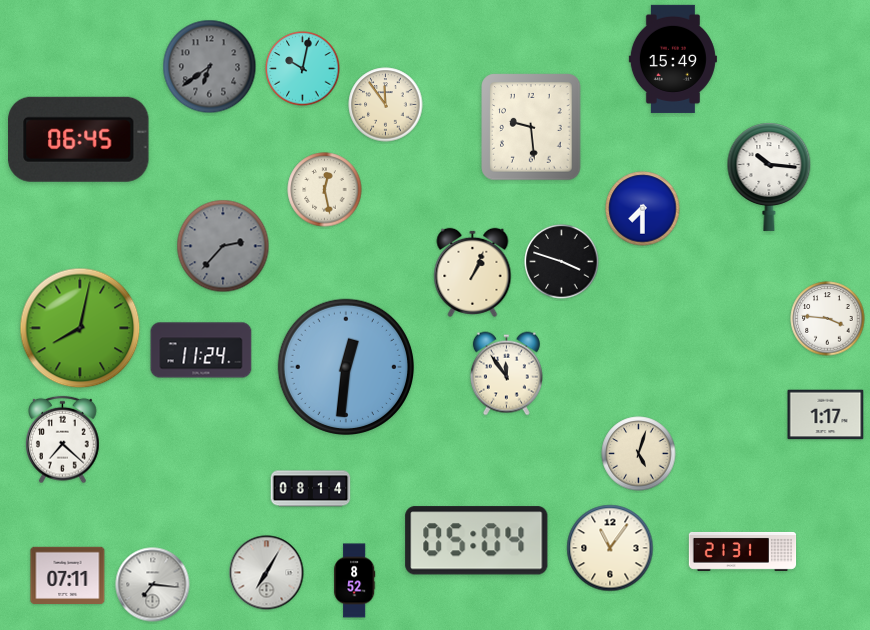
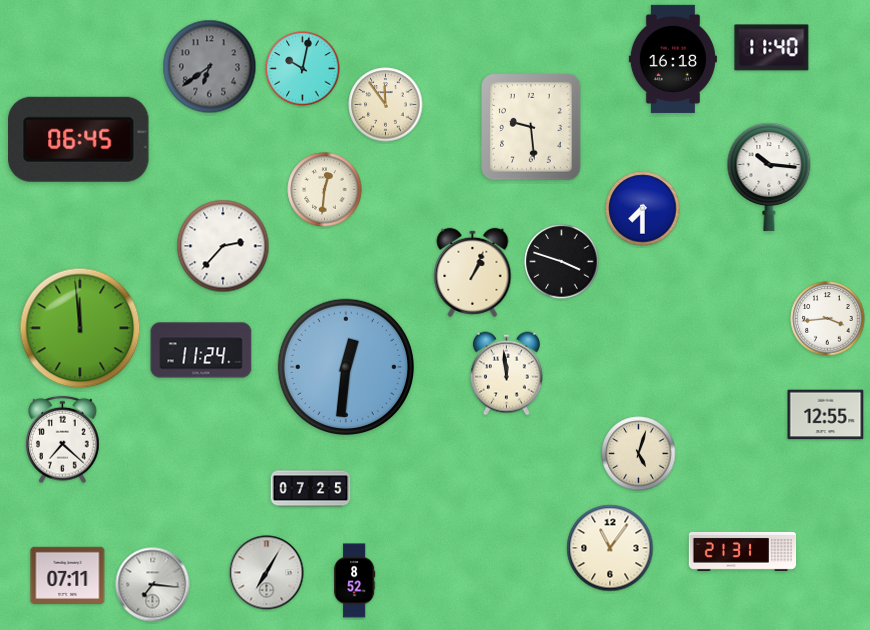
clock at (772, 48): none -> 11:40
clock at (673, 59): 15:49 -> 16:18
clock at (325, 190): 12:28 -> 12:31
clock at (223, 246) dial: grey -> white
clock at (828, 319): 3:46 -> 3:44
clock at (80, 328): 8:02 -> 11:59
clock at (506, 374): 11:54 -> 11:59
clock at (826, 415): 1:17 -> 12:55
clock at (311, 489): 08:14 -> 07:25
clock at (477, 541): 05:04 -> none
